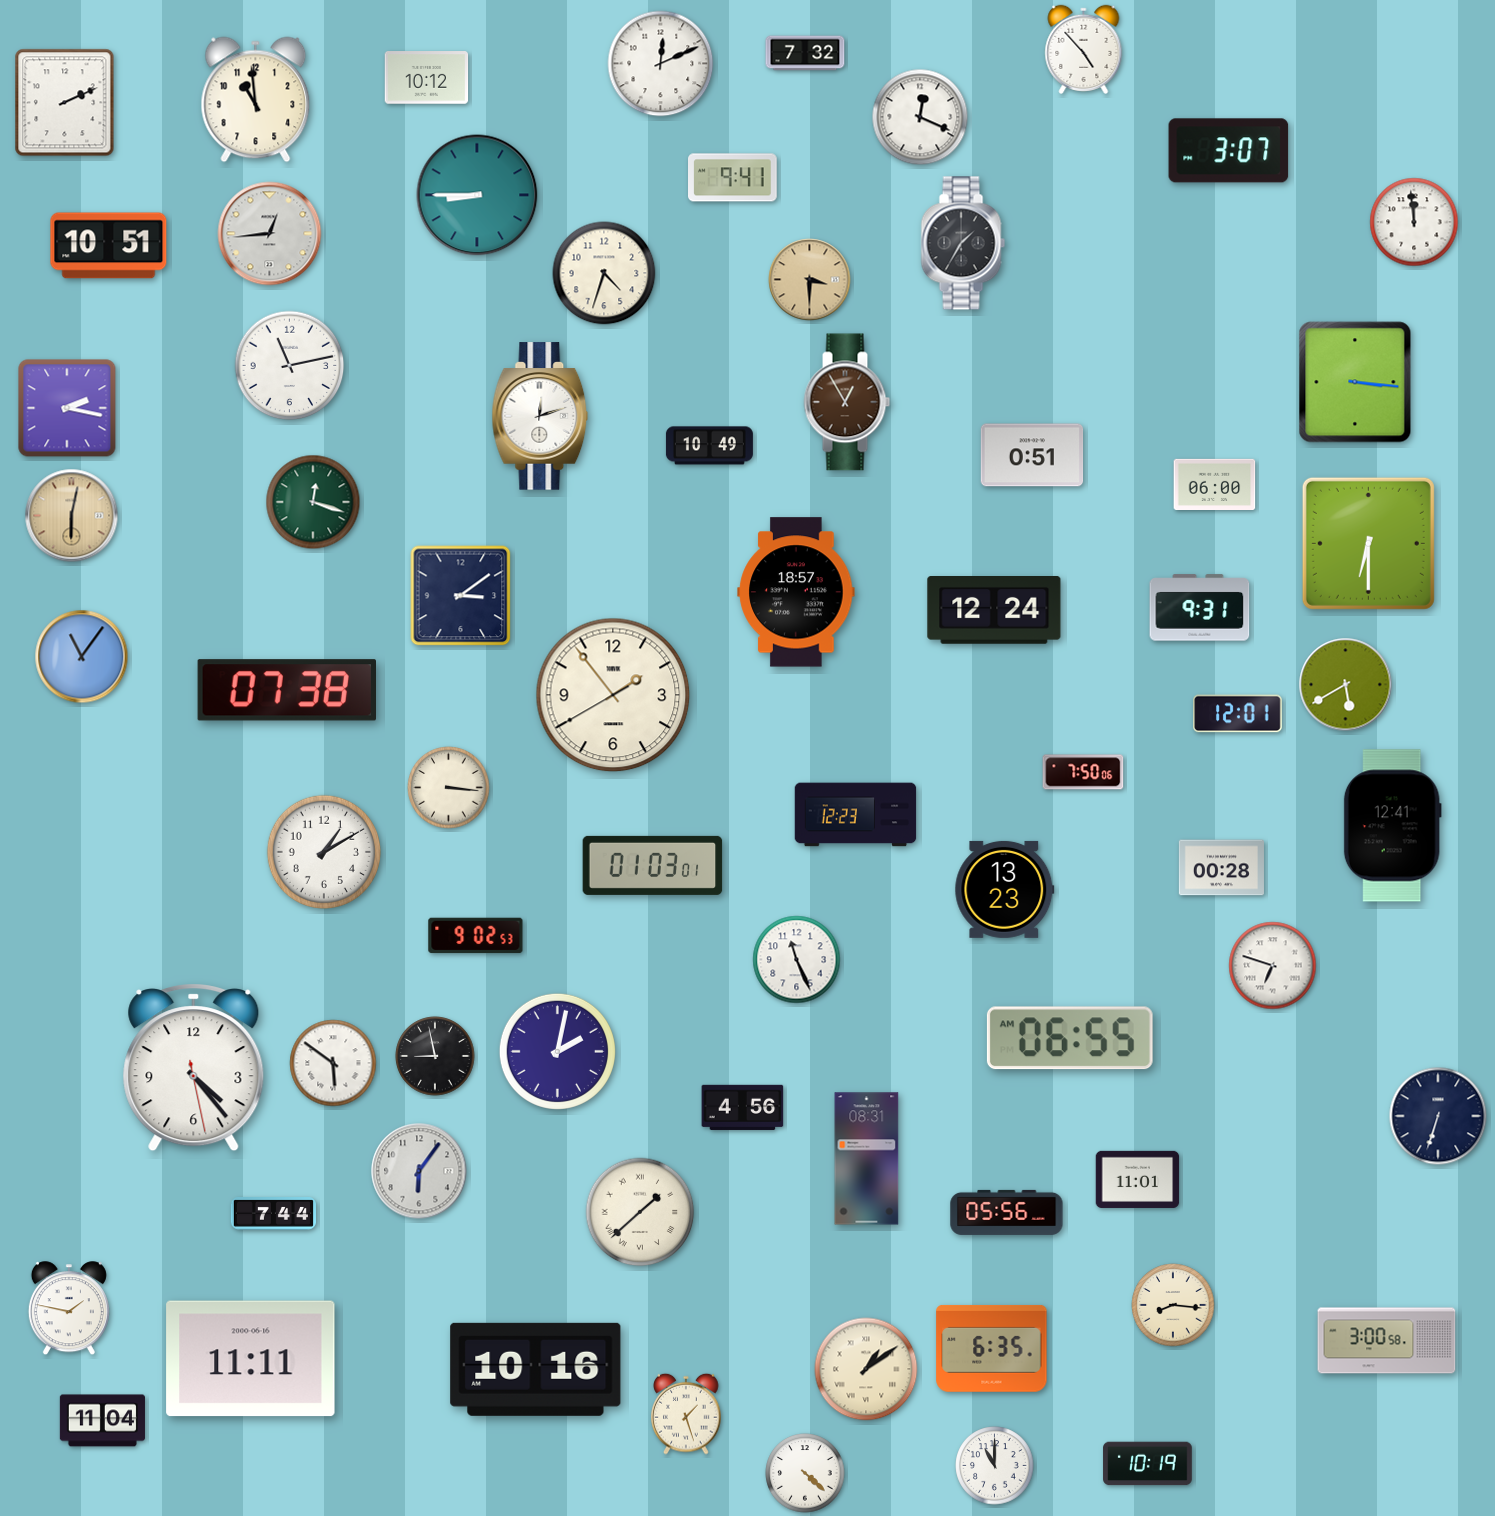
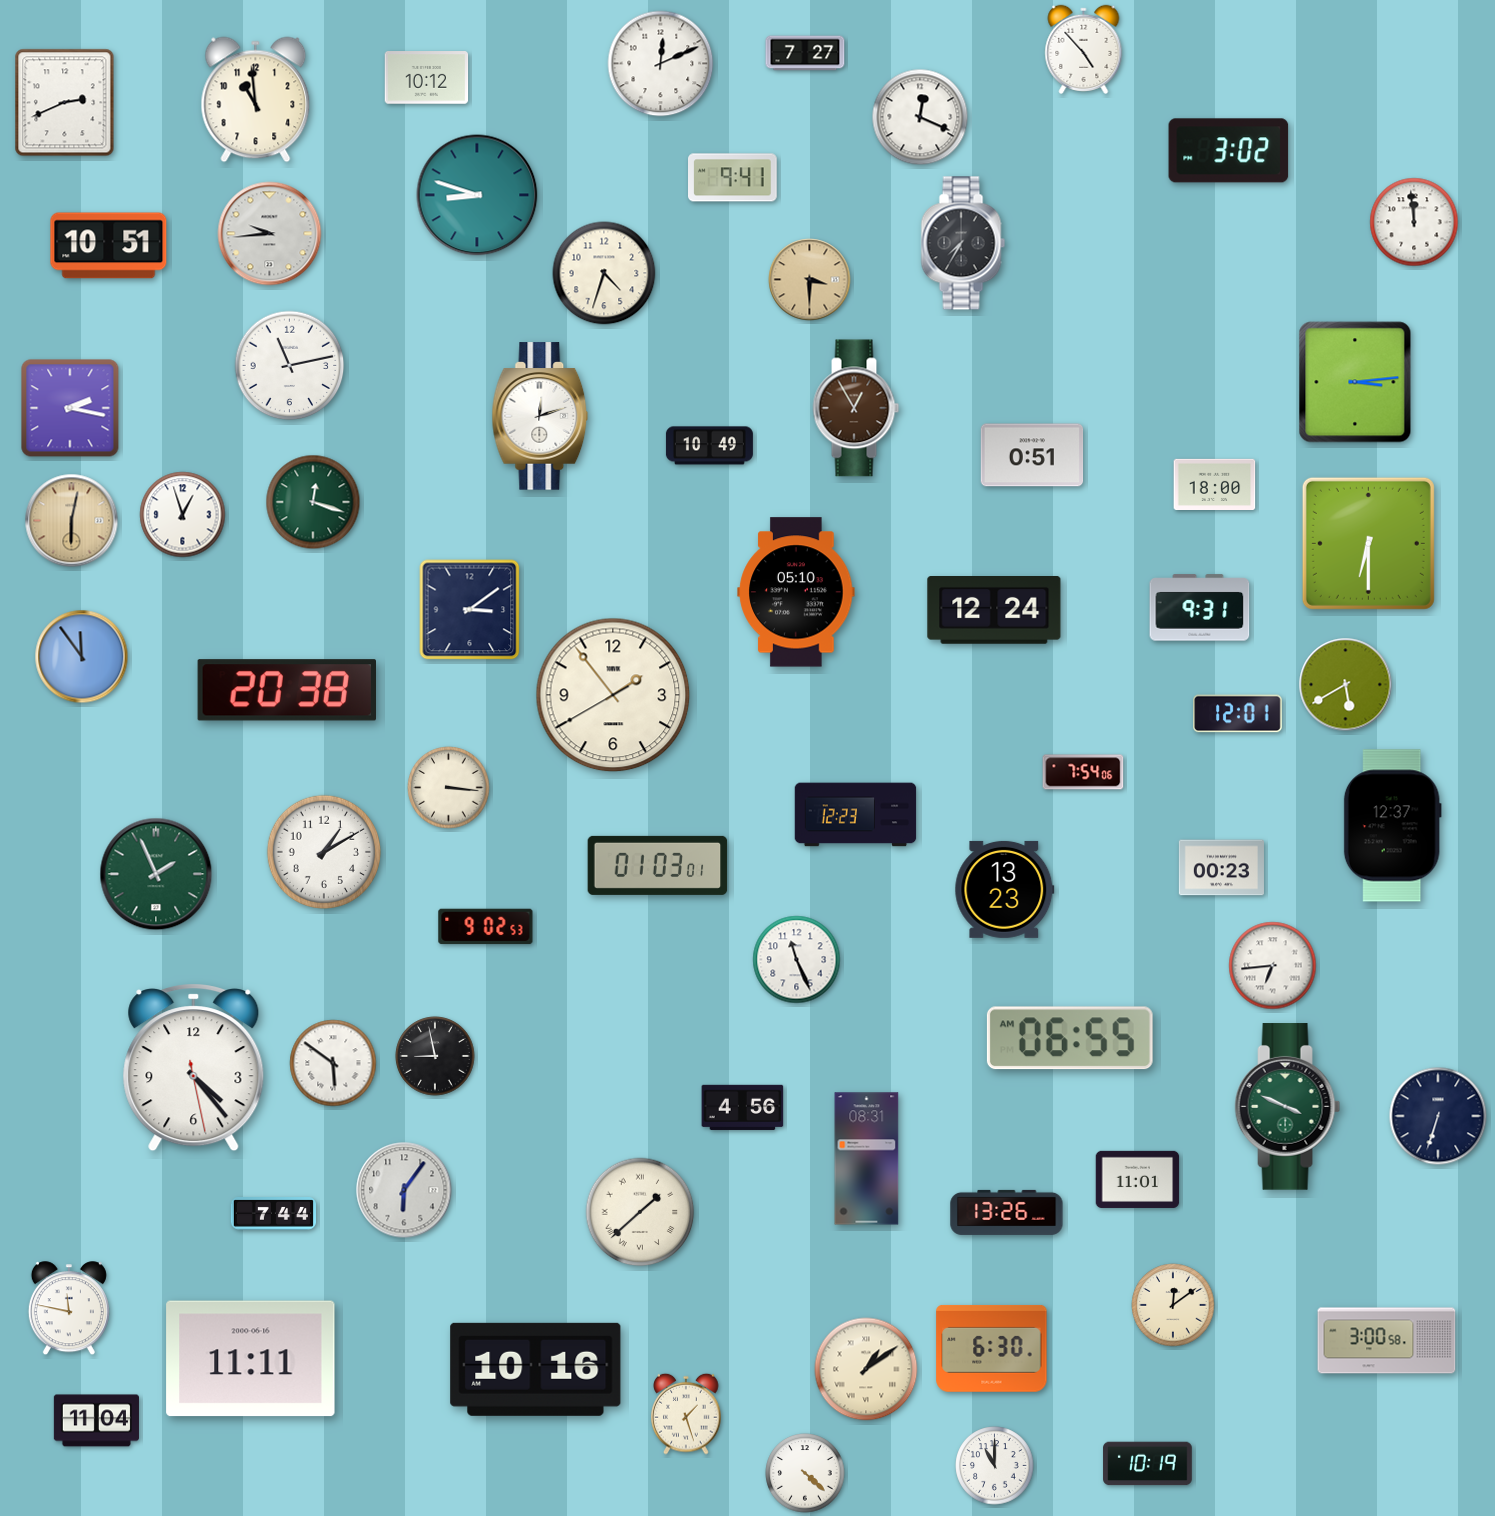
clock at (805, 53): 7:32 -> 7:27
clock at (65, 103): 2:11 -> 2:41
clock at (1229, 151): 3:07 -> 3:02
clock at (477, 195): 8:45 -> 8:48
clock at (270, 234): 12:44 -> 9:44
clock at (963, 243): 1:35 -> 7:35
clock at (1355, 382): 3:16 -> 3:14
clock at (847, 402) position: (847, 402) -> (856, 408)
clock at (67, 408) position: (67, 408) -> (70, 408)
clock at (1215, 484): 06:00 -> 18:00
clock at (183, 515): none -> 12:57
clock at (72, 516) position: (72, 516) -> (72, 521)
clock at (796, 592): 18:57 -> 05:10
clock at (461, 596) position: (461, 596) -> (470, 610)
clock at (82, 657): 11:06 -> 11:54
clock at (286, 690): 07:38 -> 20:38
clock at (1083, 772): 7:50 -> 7:54
clock at (1392, 826): 12:41 -> 12:37
clock at (653, 865) position: (653, 865) -> (658, 865)
clock at (1221, 868): 00:28 -> 00:23
clock at (156, 874): none -> 1:56
clock at (476, 936) position: (476, 936) -> (486, 927)
clock at (1273, 966): 6:48 -> 6:44
clock at (557, 1051): 2:02 -> none
clock at (1288, 1107): none -> 3:49
clock at (419, 1171) position: (419, 1171) -> (404, 1190)
clock at (1007, 1212): 05:56 -> 13:26
clock at (1173, 1305): 8:16 -> 12:09
clock at (69, 1309): 1:47 -> 11:47
clock at (992, 1348): 6:35 -> 6:30
clock at (102, 1421) position: (102, 1421) -> (96, 1421)
